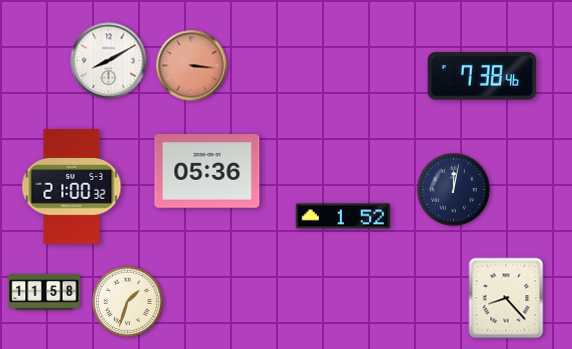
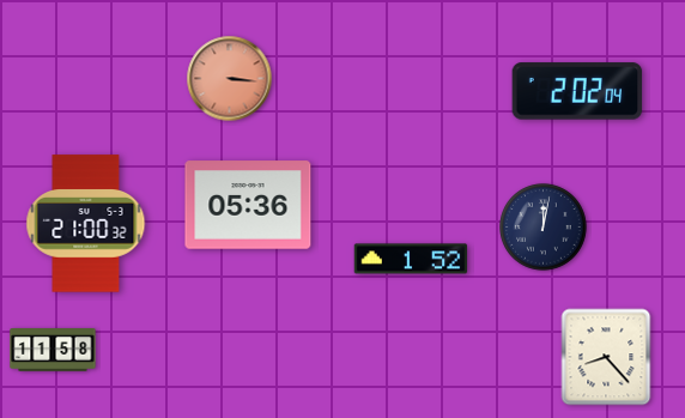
clock at (109, 61): 8:10 -> none
clock at (482, 76): 7:38 -> 2:02
clock at (127, 301): 1:33 -> none
